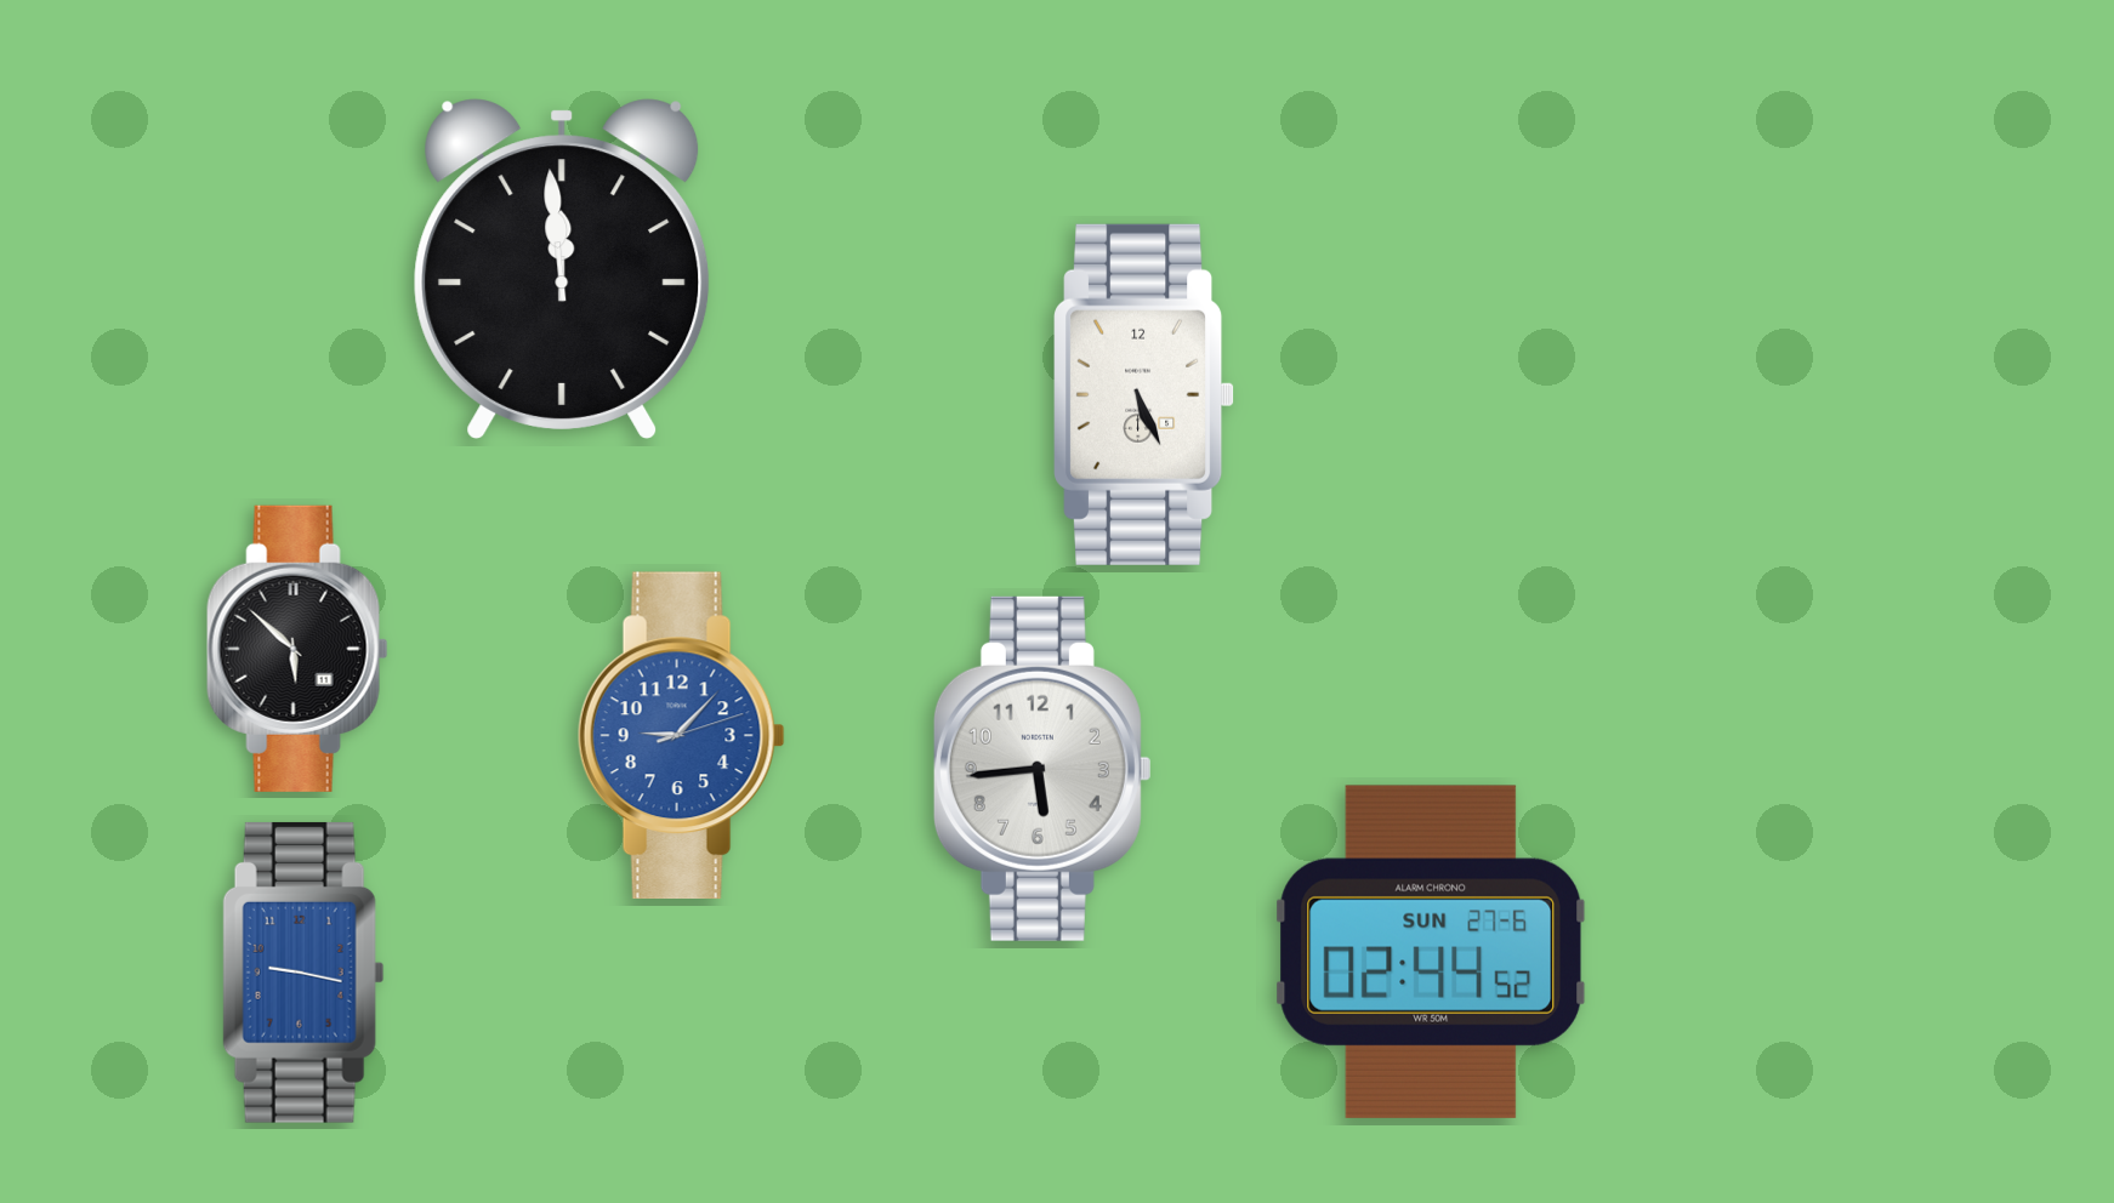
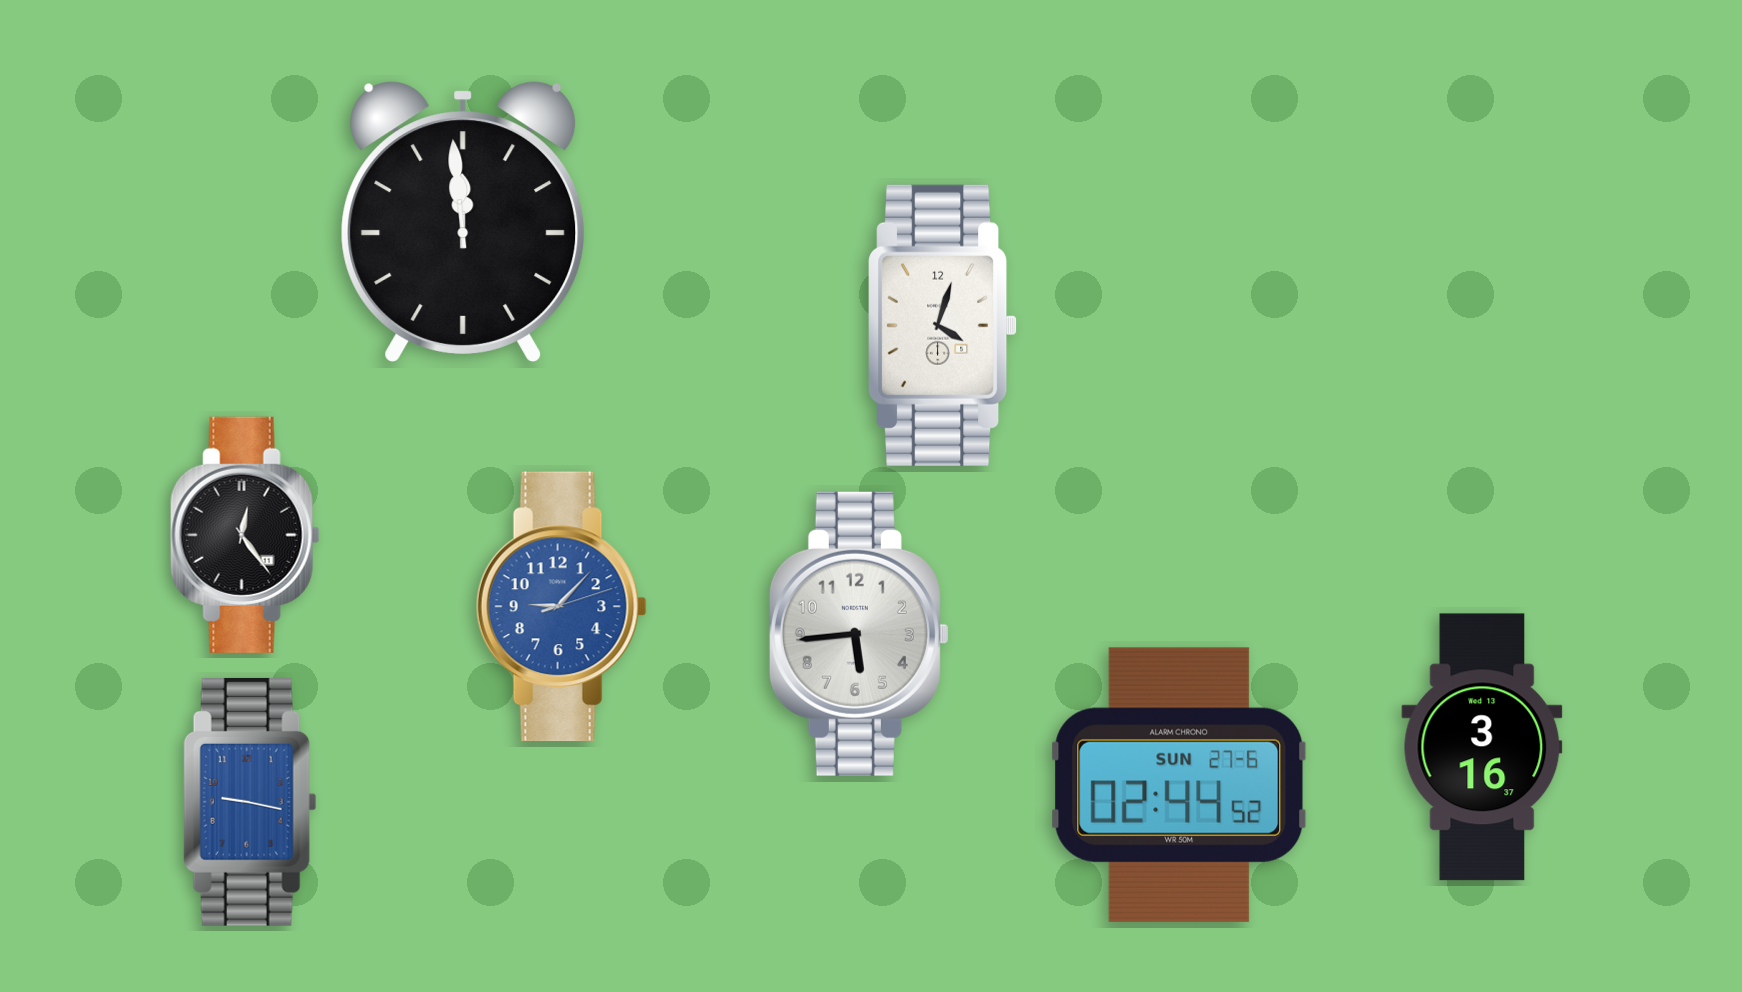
clock at (1144, 394): 5:26 -> 4:03
clock at (297, 649): 5:52 -> 12:24
clock at (1482, 747): none -> 3:16
